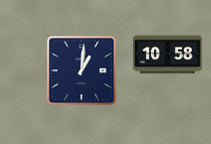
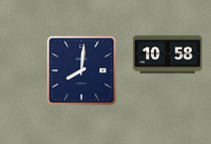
clock at (82, 71): 1:01 -> 8:01
